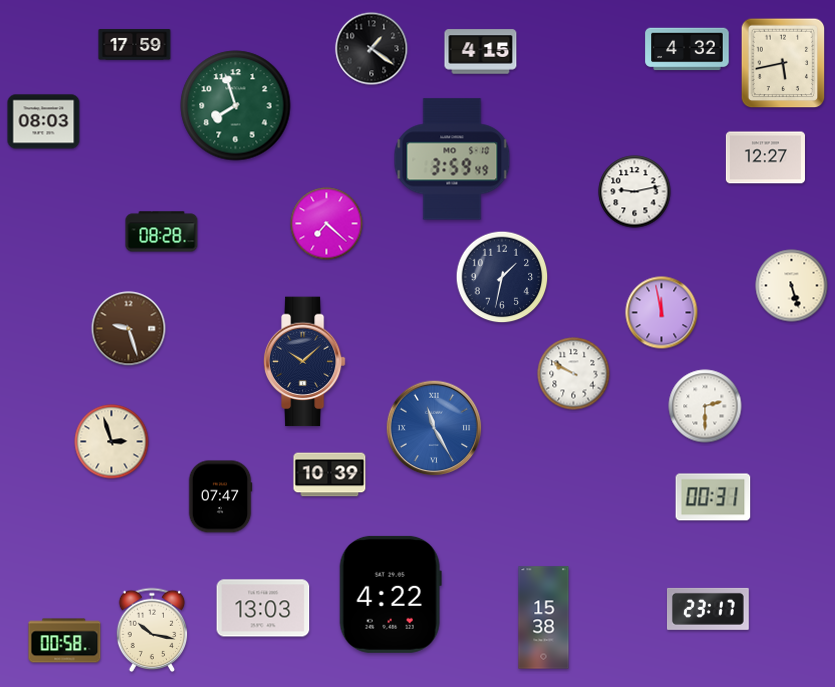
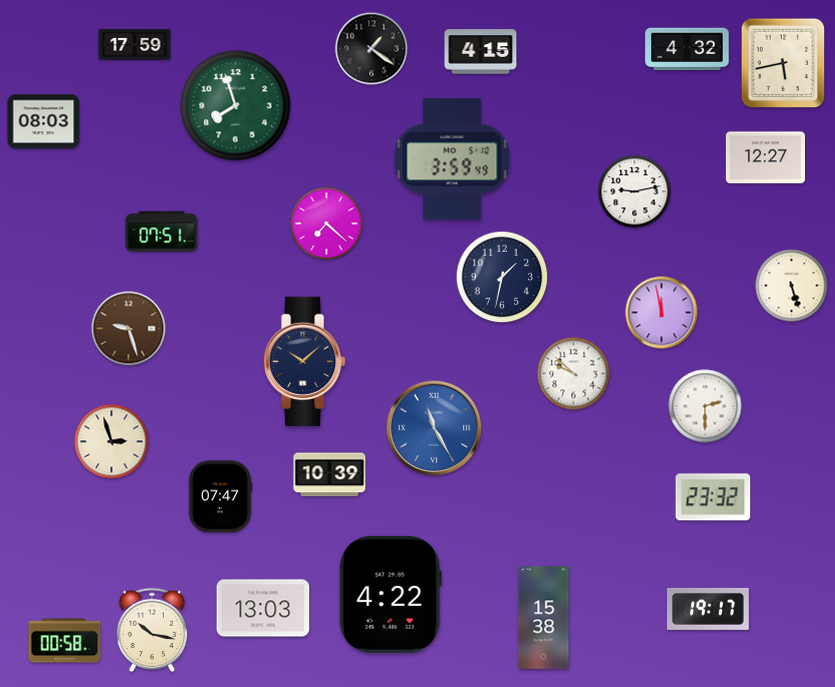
clock at (162, 232): 08:28 -> 07:51
clock at (574, 374): 9:50 -> 9:52
clock at (713, 497): 00:31 -> 23:32
clock at (708, 609): 23:17 -> 19:17
